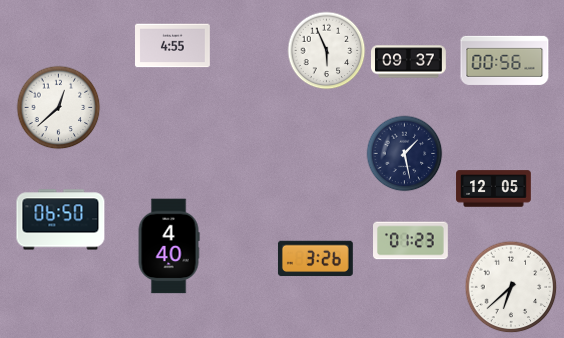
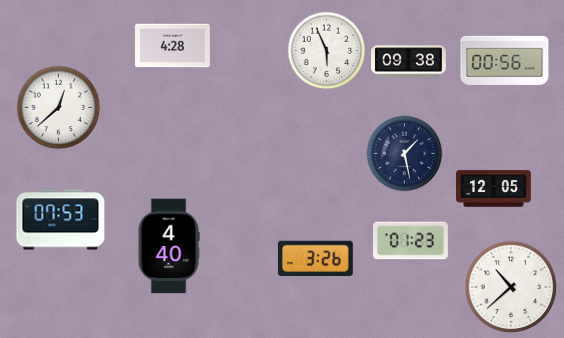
clock at (173, 46): 4:55 -> 4:28
clock at (409, 62): 09:37 -> 09:38
clock at (61, 220): 06:50 -> 07:53
clock at (511, 287): 6:38 -> 10:38
